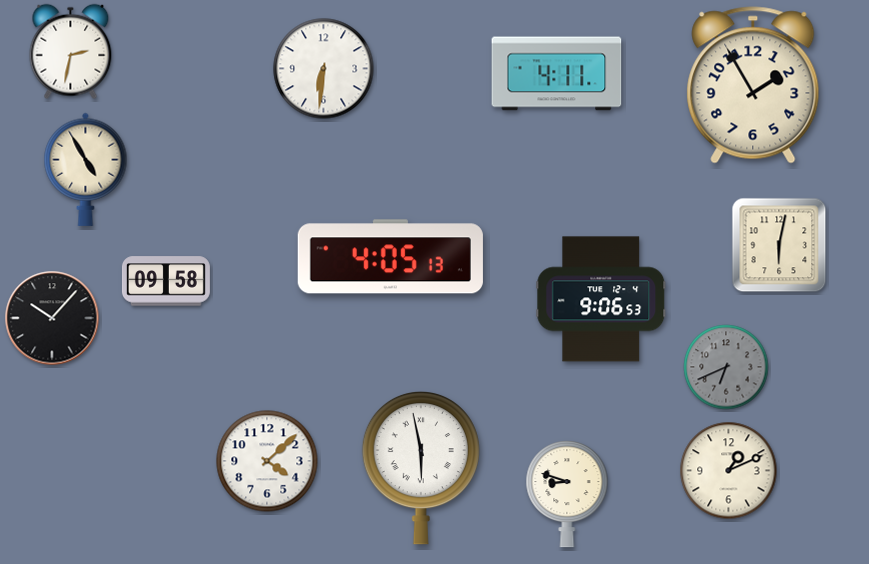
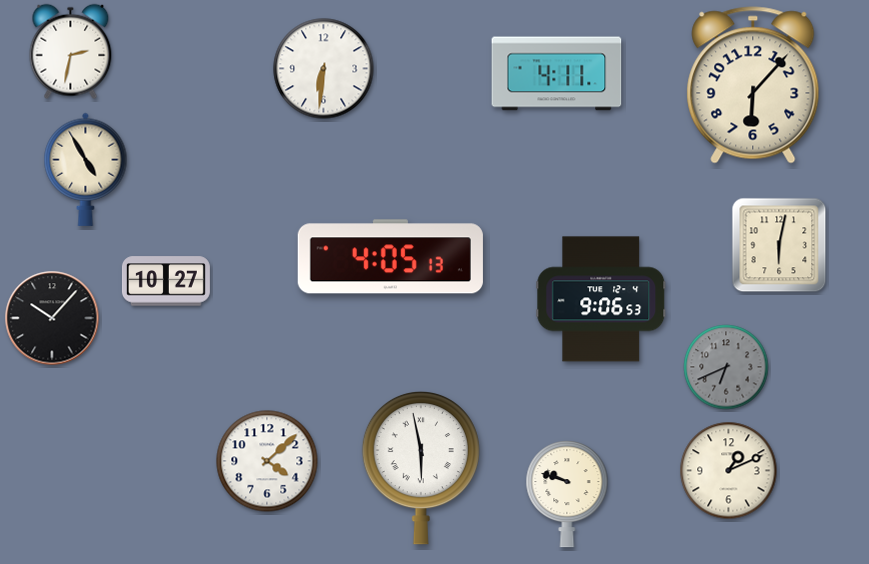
clock at (753, 85): 1:55 -> 6:07
clock at (166, 281): 09:58 -> 10:27
clock at (567, 494): 8:48 -> 9:48
